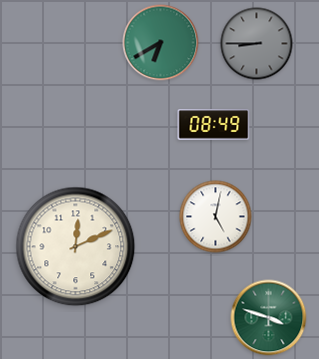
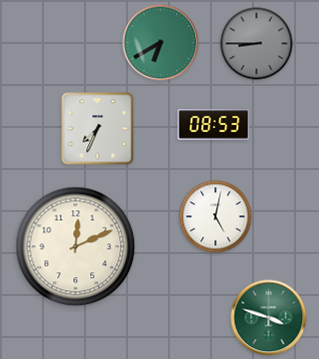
clock at (214, 125): 08:49 -> 08:53
clock at (98, 129): none -> 7:34
